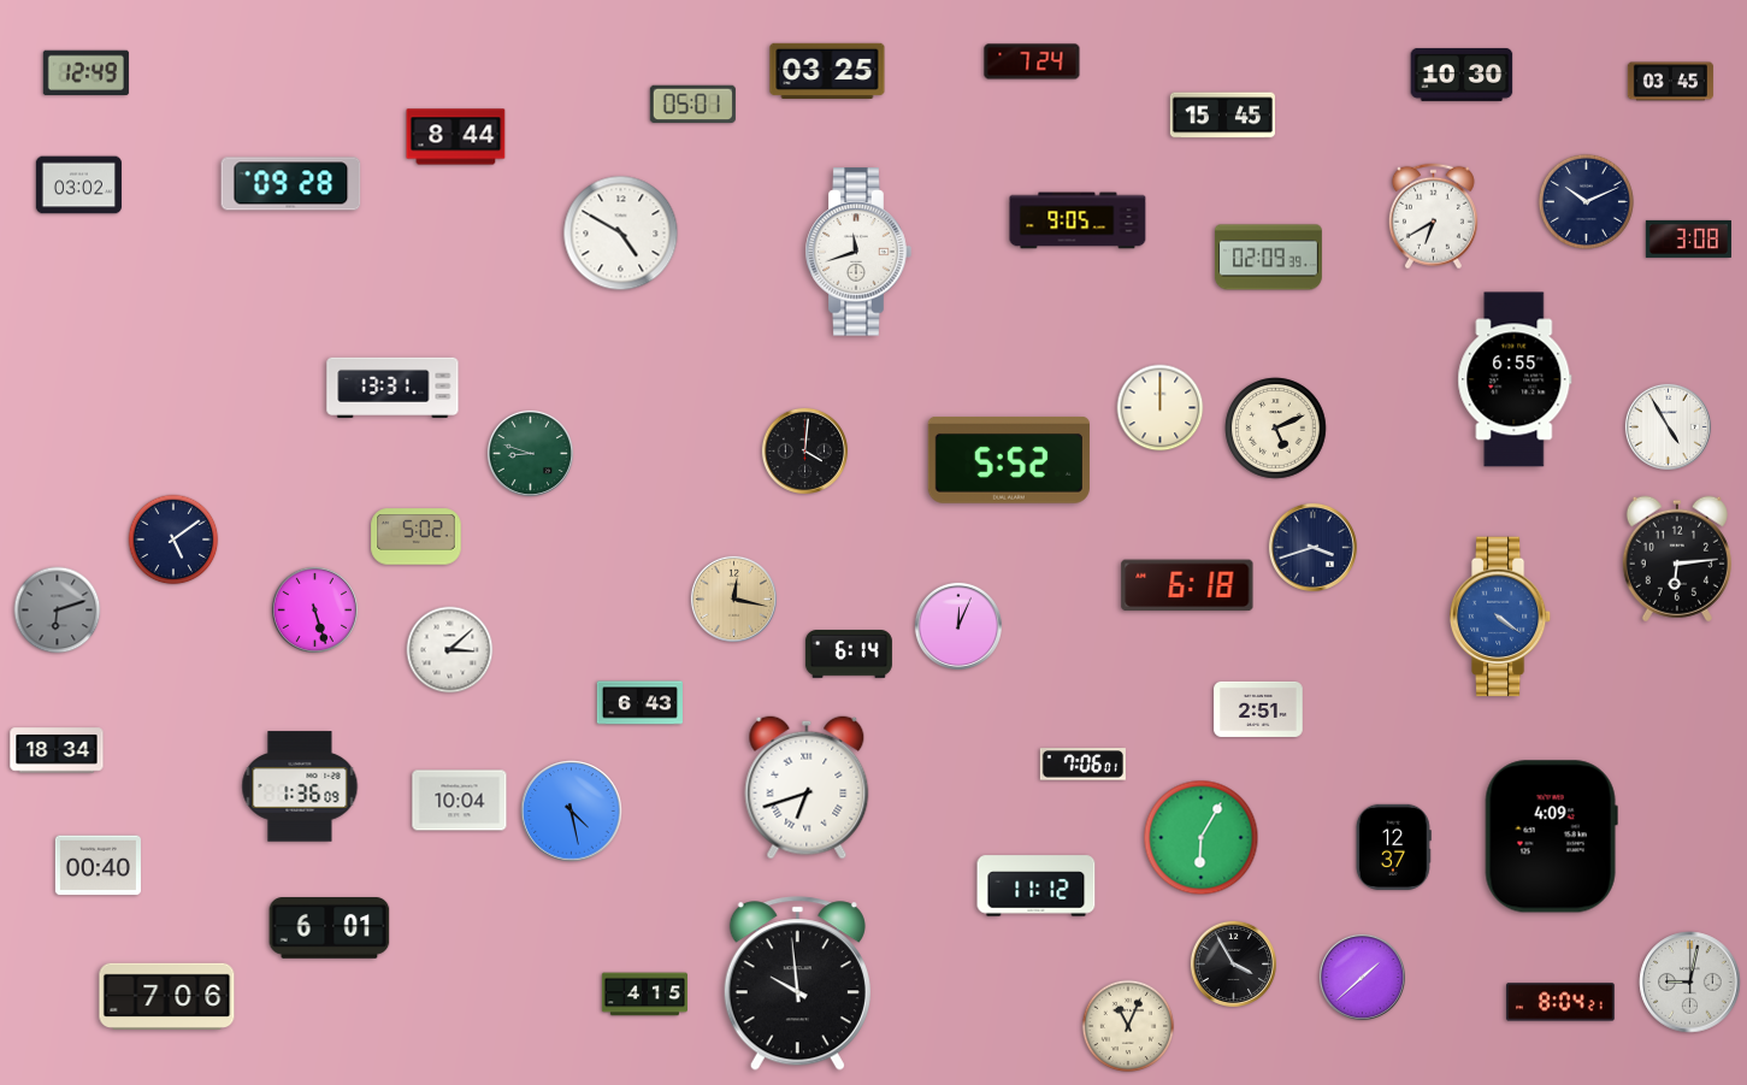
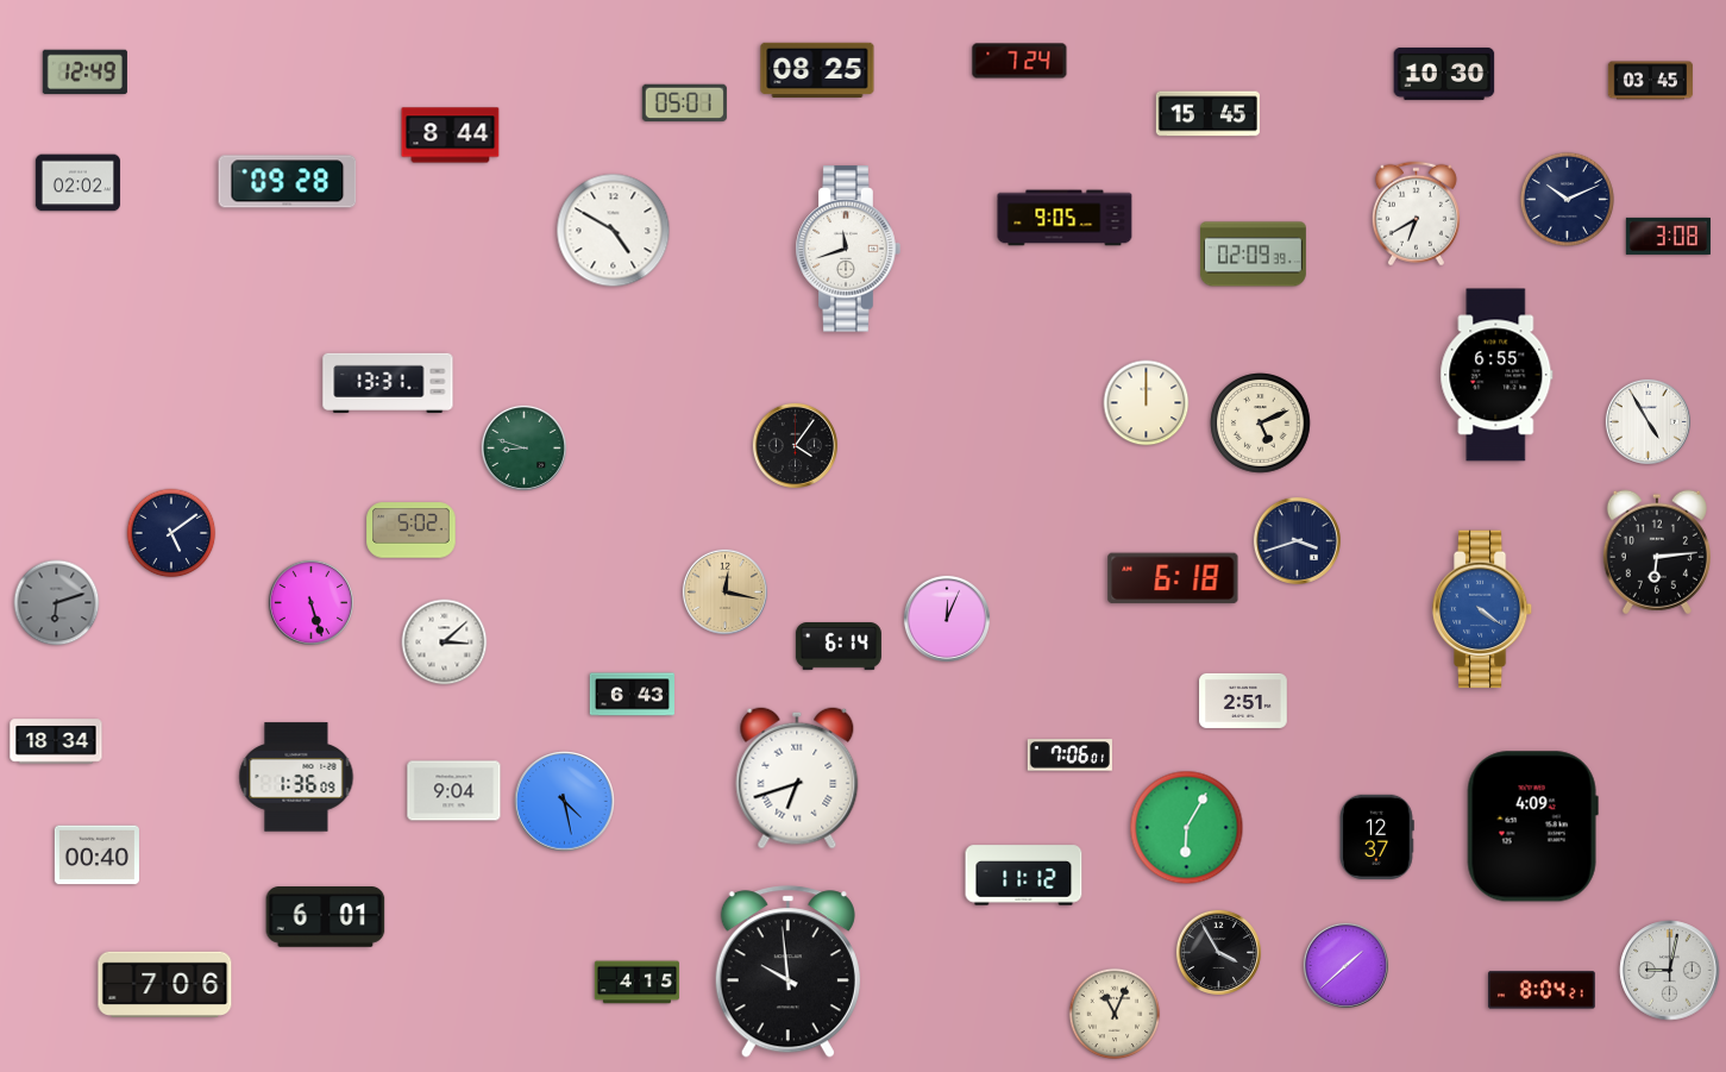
clock at (827, 70): 03:25 -> 08:25
clock at (78, 185): 03:02 -> 02:02
clock at (804, 450): 4:01 -> 4:06
clock at (1009, 461): 5:52 -> none
clock at (460, 801): 10:04 -> 9:04
